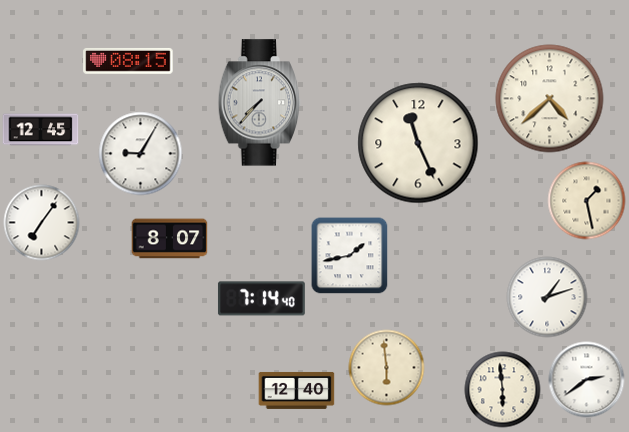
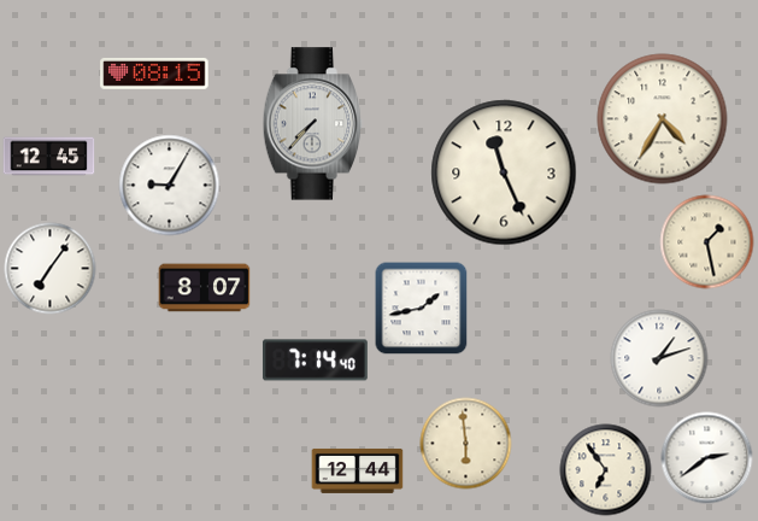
clock at (550, 99): 4:38 -> 4:35
clock at (297, 390): 12:40 -> 12:44
clock at (503, 390): 5:59 -> 6:54
